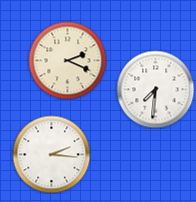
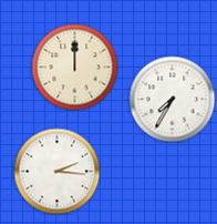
clock at (67, 60): 2:19 -> 12:00
clock at (155, 89): 7:31 -> 7:35
